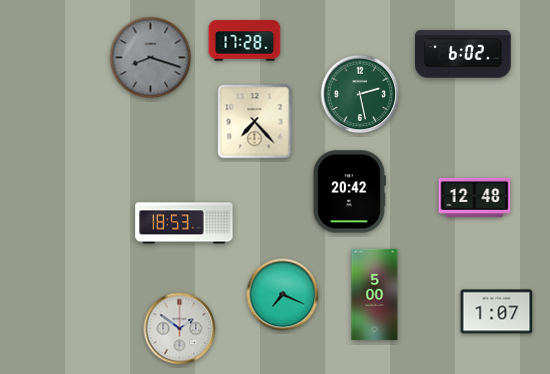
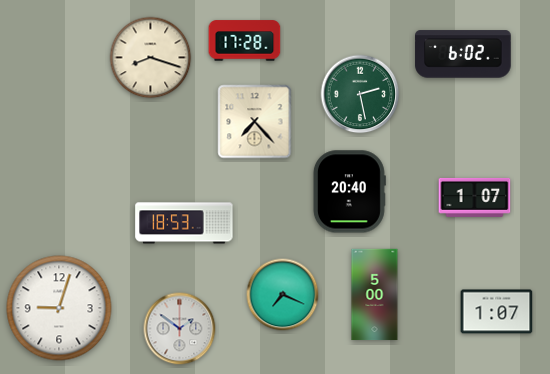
clock at (151, 58) dial: grey -> cream
clock at (349, 192): 20:42 -> 20:40
clock at (475, 197): 12:48 -> 1:07
clock at (59, 308): none -> 9:03
